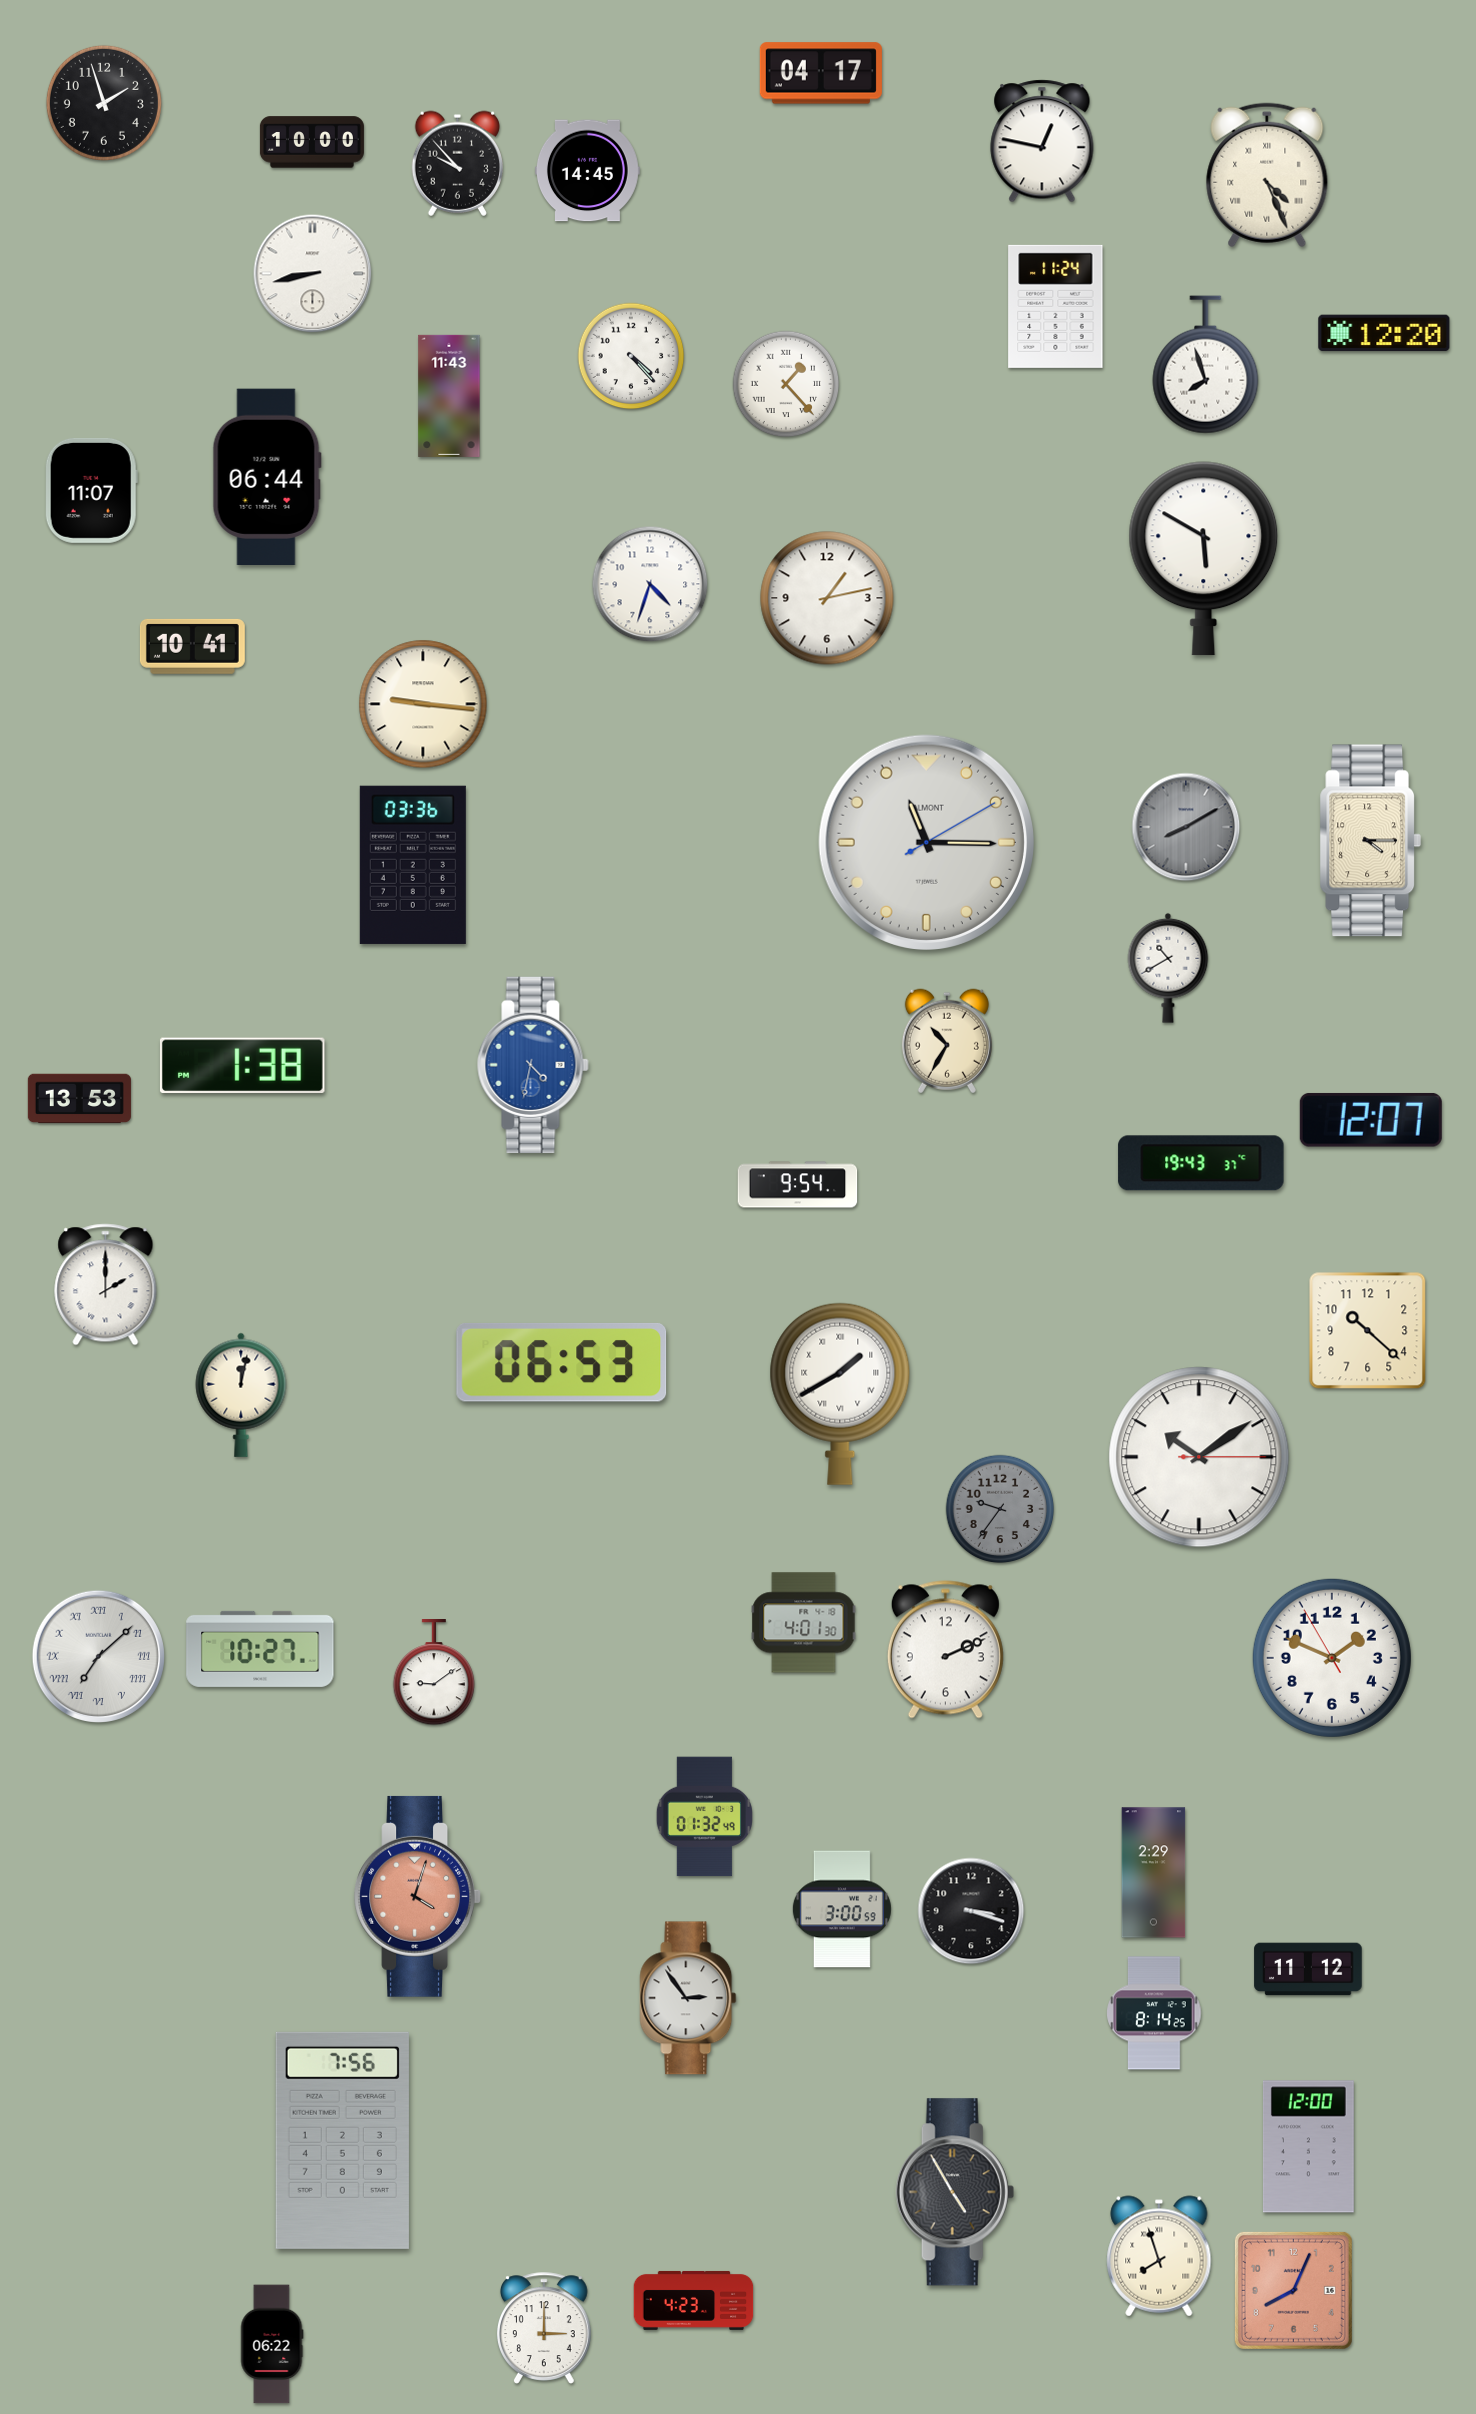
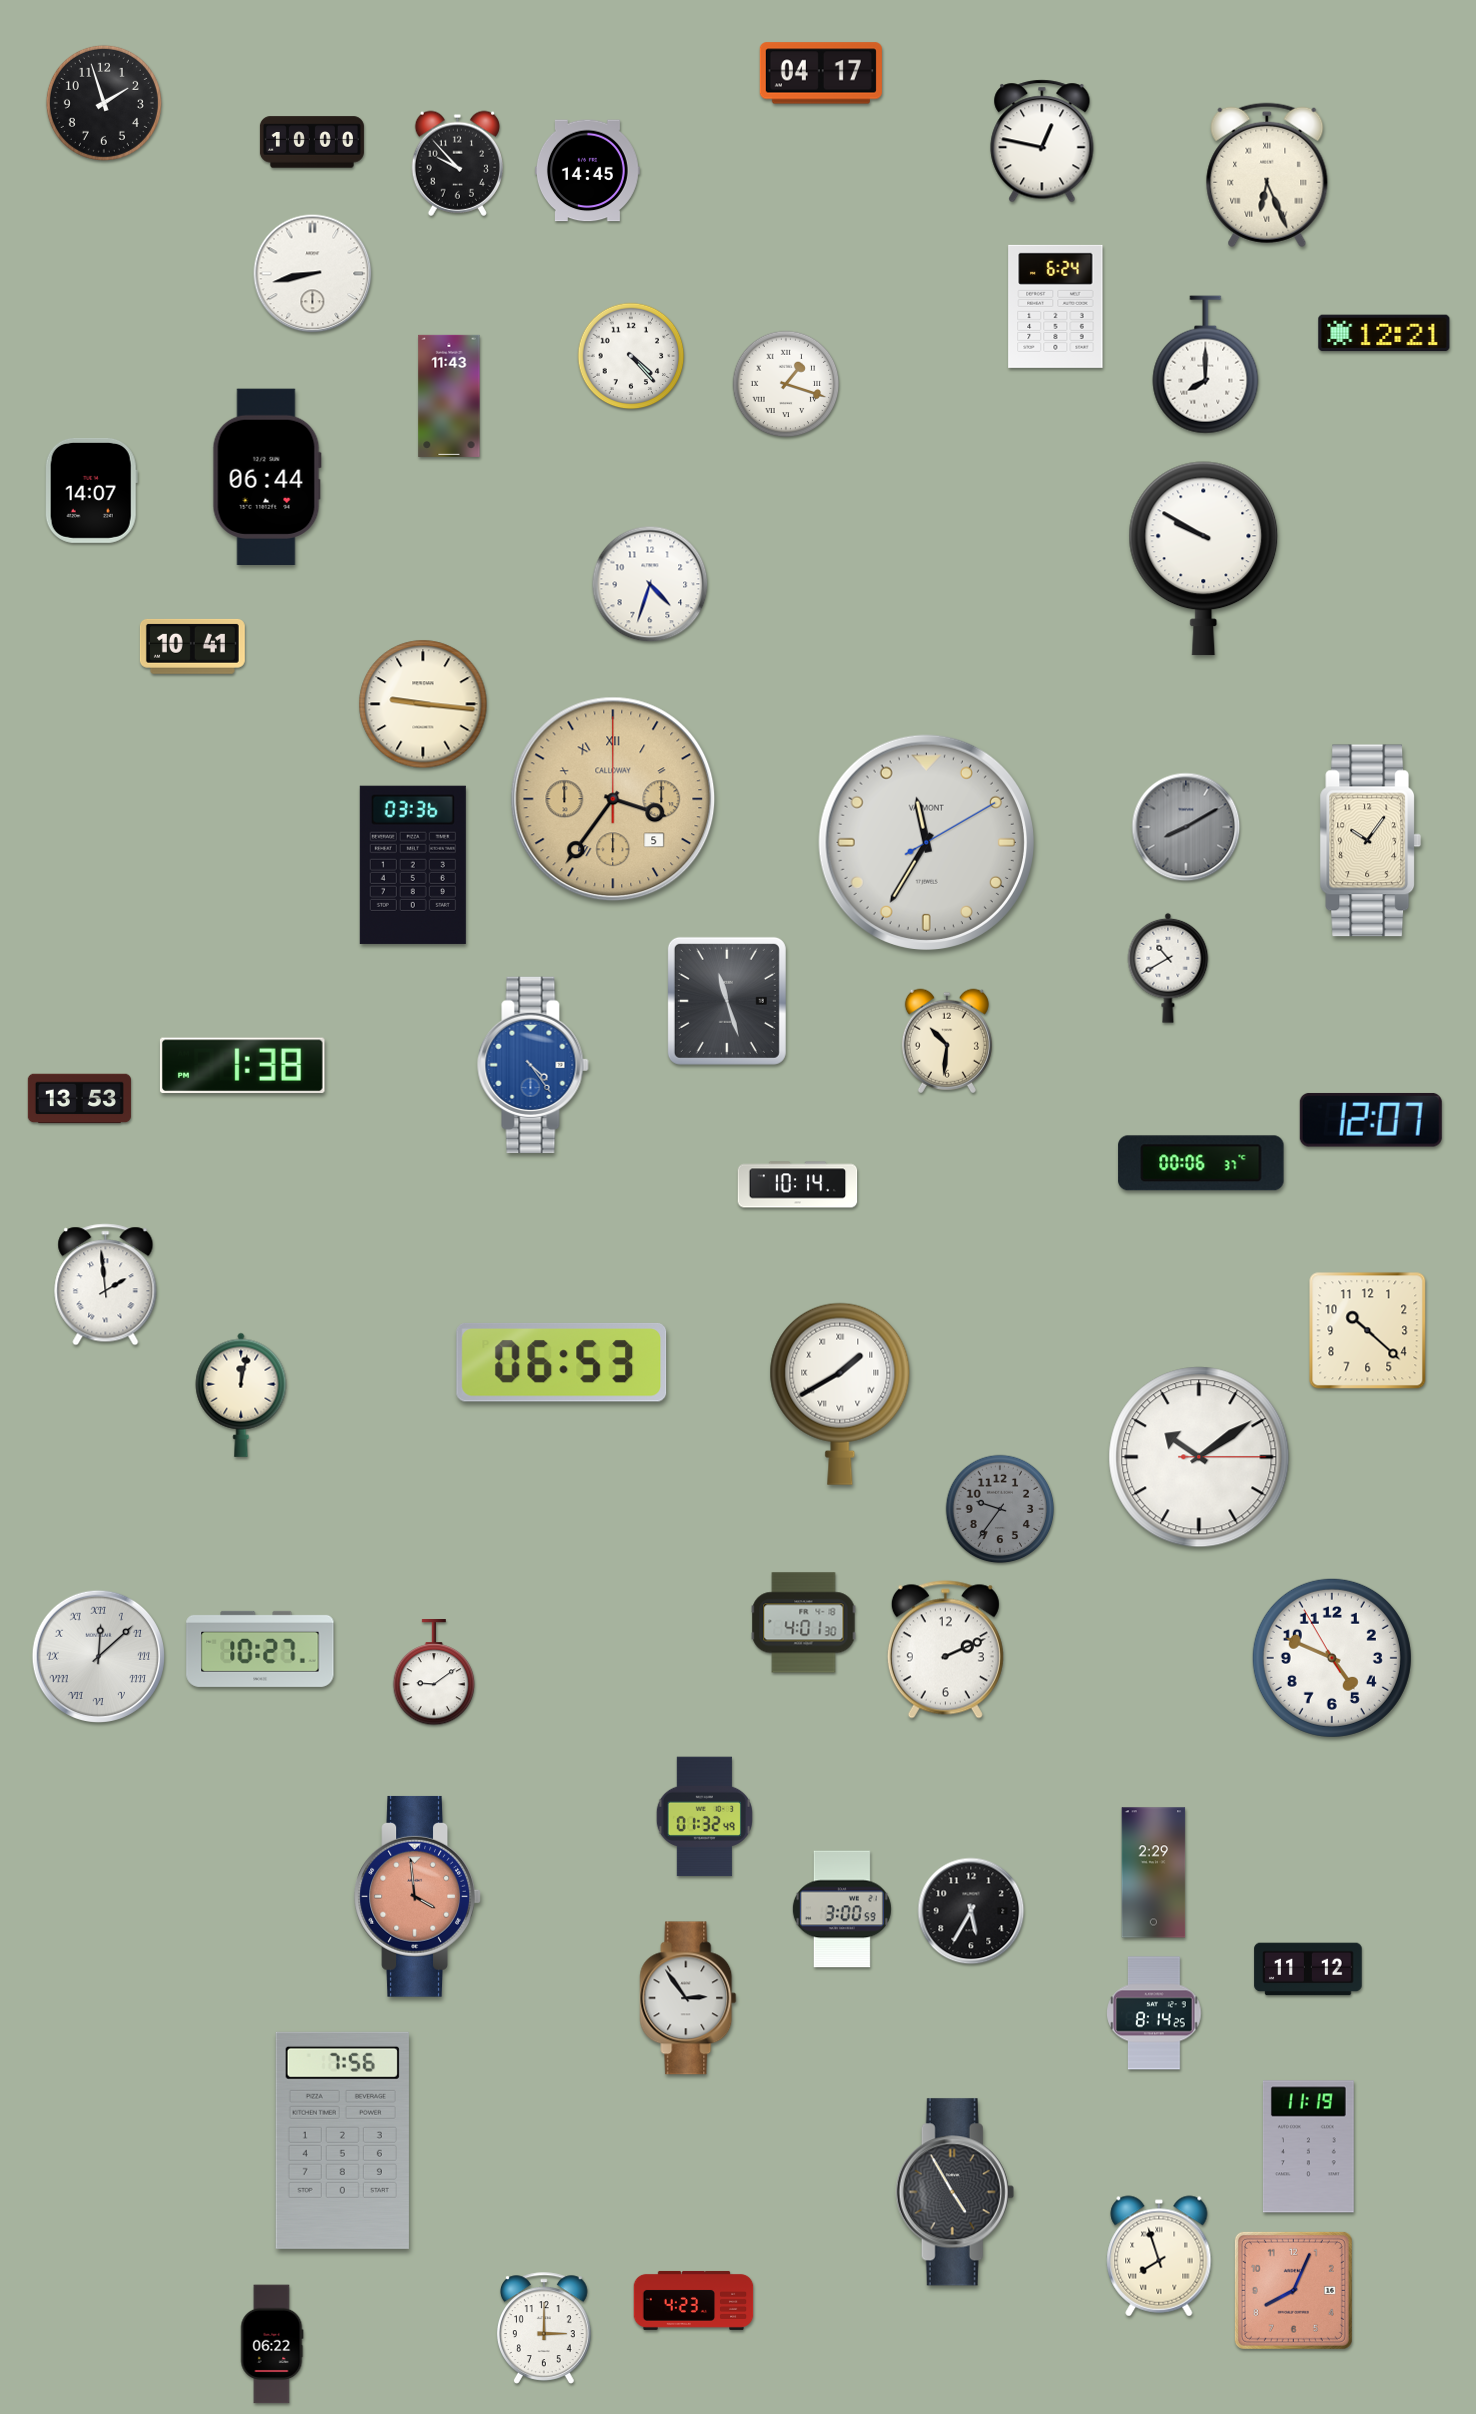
clock at (1267, 175): 4:26 -> 6:26
clock at (1056, 306): 11:24 -> 6:24
clock at (1384, 333): 12:20 -> 12:21
clock at (1206, 365): 7:57 -> 8:00
clock at (786, 384): 1:23 -> 1:18
clock at (91, 490): 11:07 -> 14:07
clock at (1204, 559): 5:50 -> 9:50
clock at (827, 598): 1:13 -> none
clock at (613, 799): none -> 3:36
clock at (1371, 841): 4:15 -> 10:06
clock at (926, 842): 11:15 -> 11:35
clock at (727, 1001): none -> 11:27
clock at (947, 1041): 10:35 -> 10:31
clock at (533, 1064): 4:32 -> 4:24
clock at (1201, 1163): 19:43 -> 00:06
clock at (798, 1185): 9:54 -> 10:14
clock at (106, 1285): 2:00 -> 1:59
clock at (98, 1656): 7:08 -> 12:08
clock at (1332, 1658): 1:48 -> 4:48
clock at (418, 1896): 4:03 -> 3:59
clock at (971, 1911): 3:18 -> 5:35
clock at (1308, 2147): 12:00 -> 11:19
